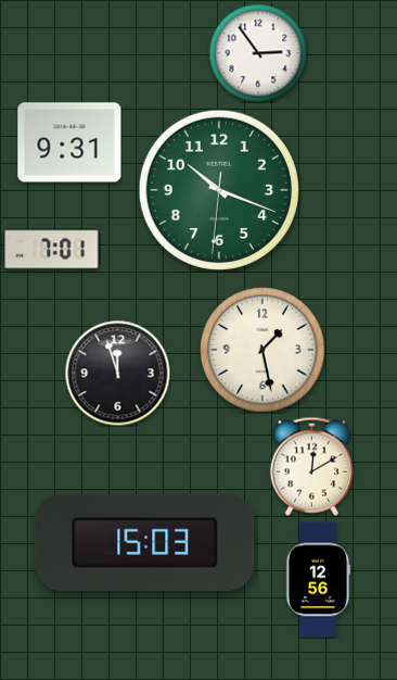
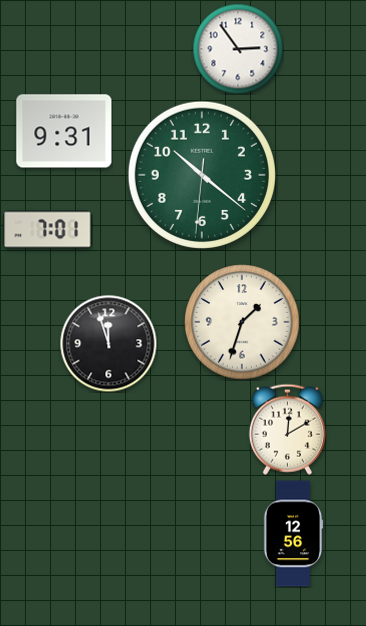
clock at (219, 190): 10:18 -> 10:21
clock at (262, 350): 1:28 -> 1:33
clock at (145, 542): 15:03 -> none
